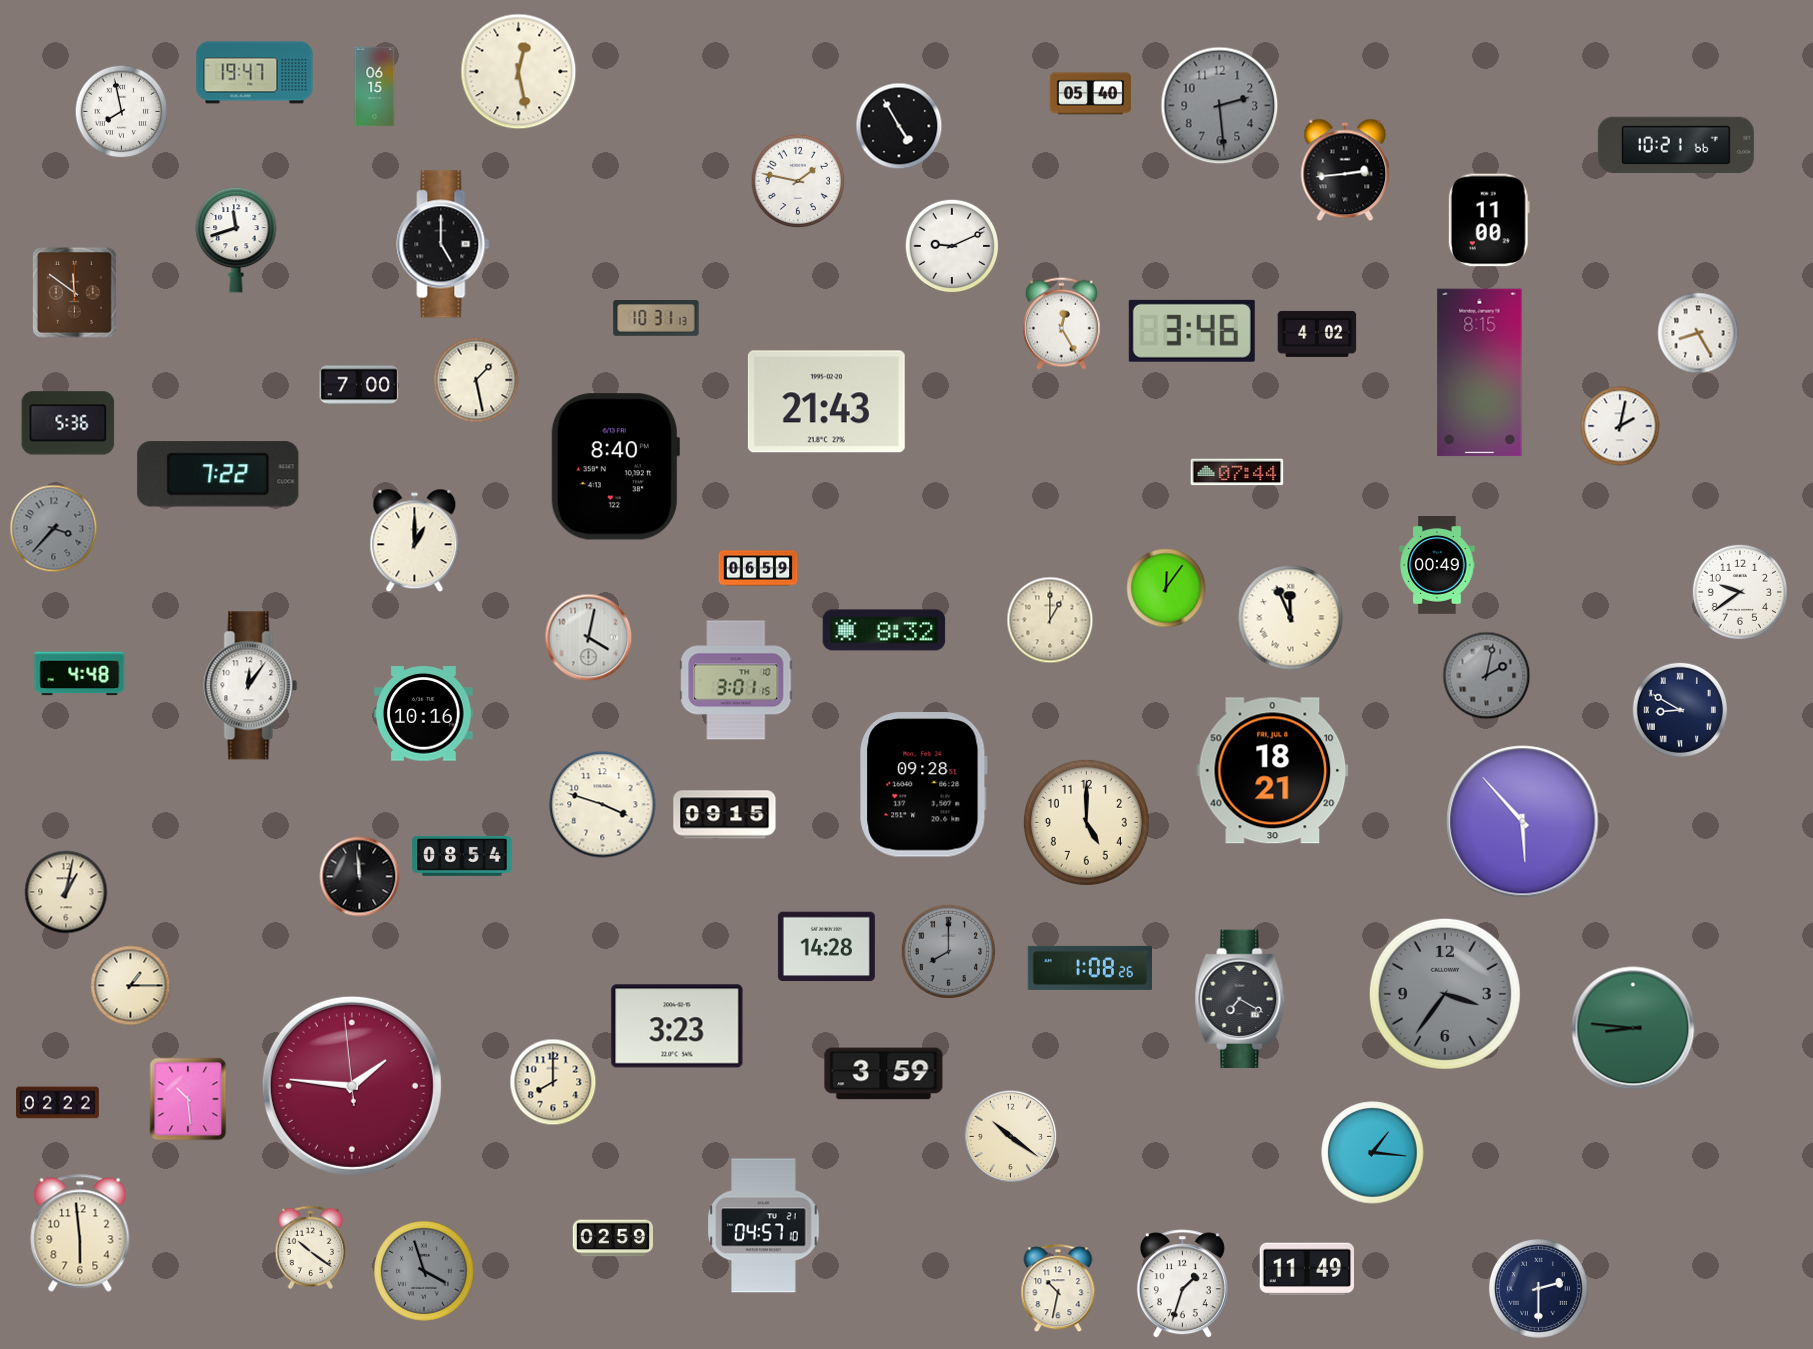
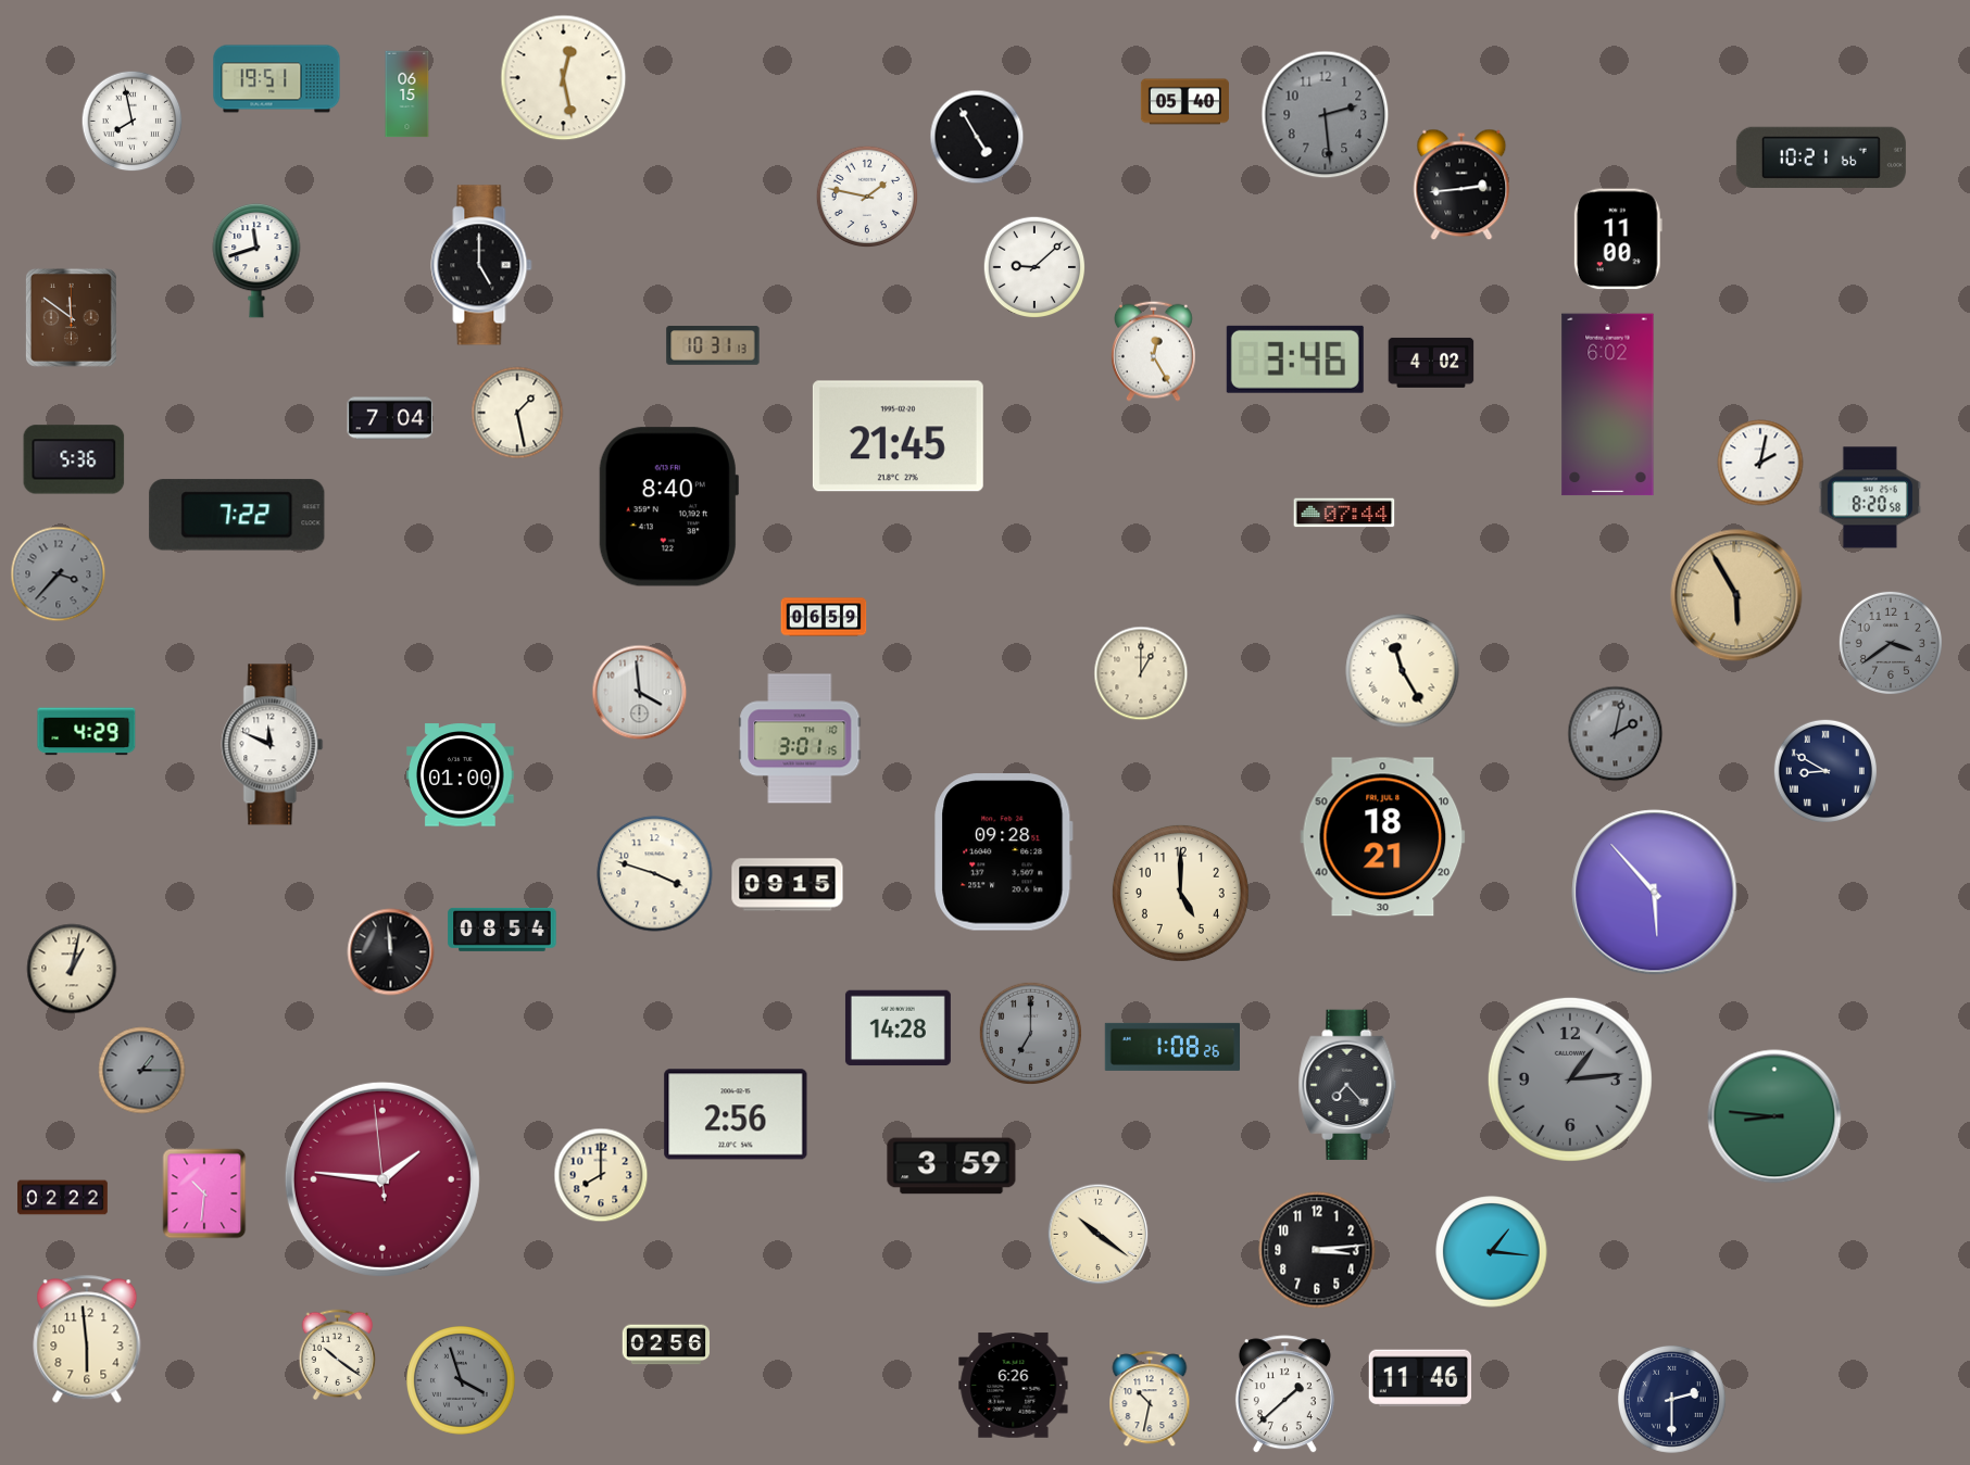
clock at (255, 73): 19:47 -> 19:51
clock at (952, 246): 9:11 -> 9:08
clock at (74, 292) position: (74, 292) -> (71, 317)
clock at (1698, 333): 8:25 -> none
clock at (1480, 373): 8:15 -> 6:02
clock at (359, 385): 7:00 -> 7:04
clock at (826, 402): 21:43 -> 21:45
clock at (1870, 497): none -> 8:20
clock at (415, 541): 1:00 -> none
clock at (1736, 595): none -> 5:55
clock at (1437, 565): 00:49 -> none
clock at (1166, 588): 12:06 -> none
clock at (1740, 592): 9:39 -> 3:39
clock at (1740, 592) dial: white -> grey
clock at (1291, 618): 11:56 -> 11:25
clock at (884, 630): 8:32 -> none
clock at (589, 638): 4:02 -> 3:59
clock at (80, 674): 4:48 -> 4:29
clock at (251, 686): 12:06 -> 11:49
clock at (424, 714): 10:16 -> 01:00
clock at (948, 951): 8:00 -> 7:00
clock at (1089, 968) position: (1089, 968) -> (1171, 1047)
clock at (131, 986) dial: cream -> grey
clock at (1445, 994): 3:36 -> 1:14
clock at (1240, 999): 7:20 -> 7:23
clock at (677, 1026): 3:23 -> 2:56
clock at (884, 1074) position: (884, 1074) -> (952, 1166)
clock at (188, 1099): 10:29 -> 10:31
clock at (1317, 1250): none -> 3:14
clock at (764, 1226): 04:57 -> none
clock at (612, 1238): 02:59 -> 02:56
clock at (1306, 1269): 11:49 -> 11:46
clock at (1014, 1386): none -> 6:26
clock at (1182, 1284): 1:33 -> 1:38
